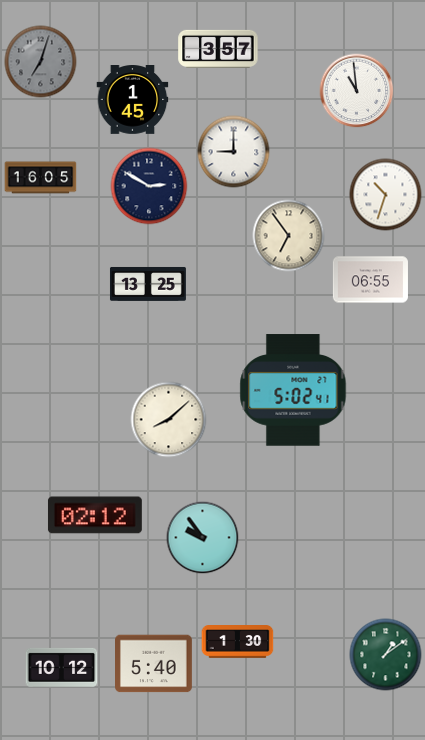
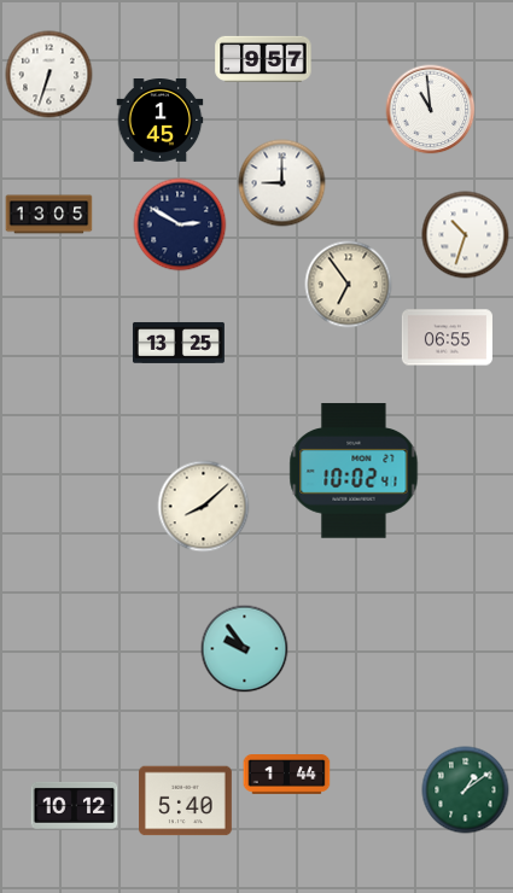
clock at (218, 48): 3:57 -> 9:57
clock at (41, 62): 7:03 -> 6:33
clock at (41, 62) dial: grey -> white
clock at (41, 178): 16:05 -> 13:05
clock at (293, 390): 5:02 -> 10:02
clock at (95, 515): 02:12 -> none
clock at (238, 642): 1:30 -> 1:44
